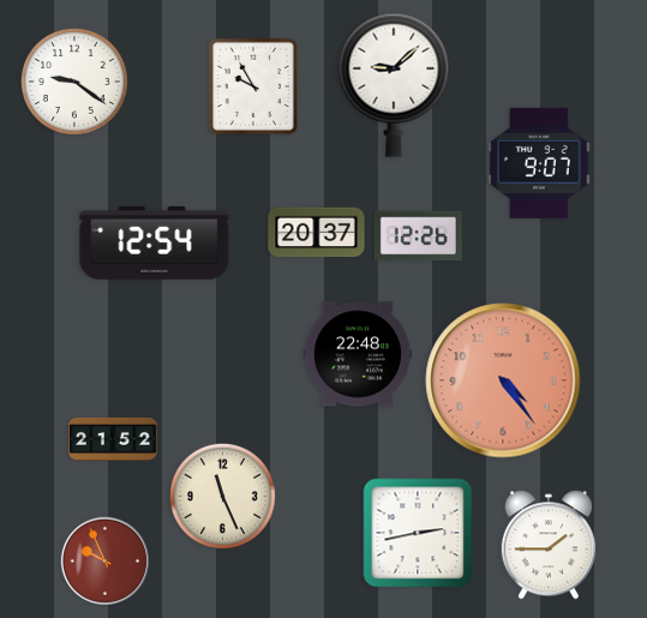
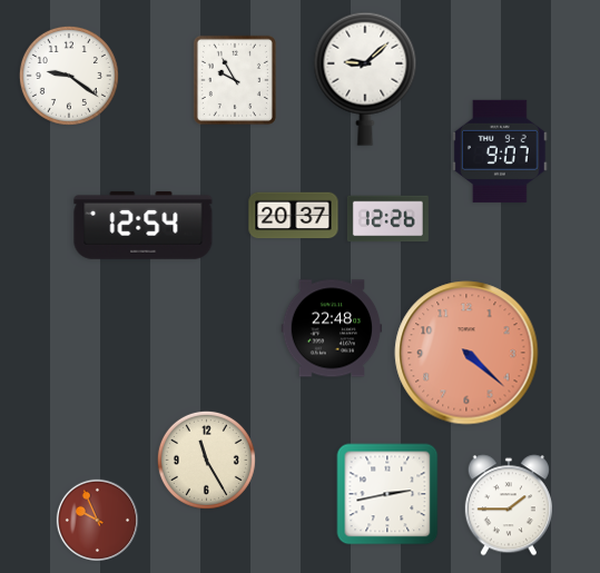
clock at (503, 380): 4:24 -> 4:22
clock at (114, 439): 21:52 -> none
clock at (222, 496): 11:26 -> 11:25
